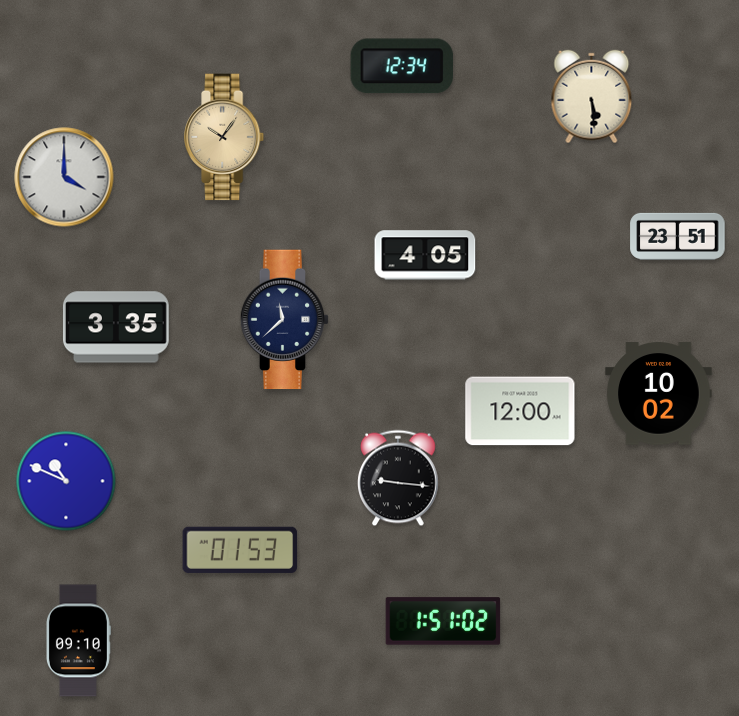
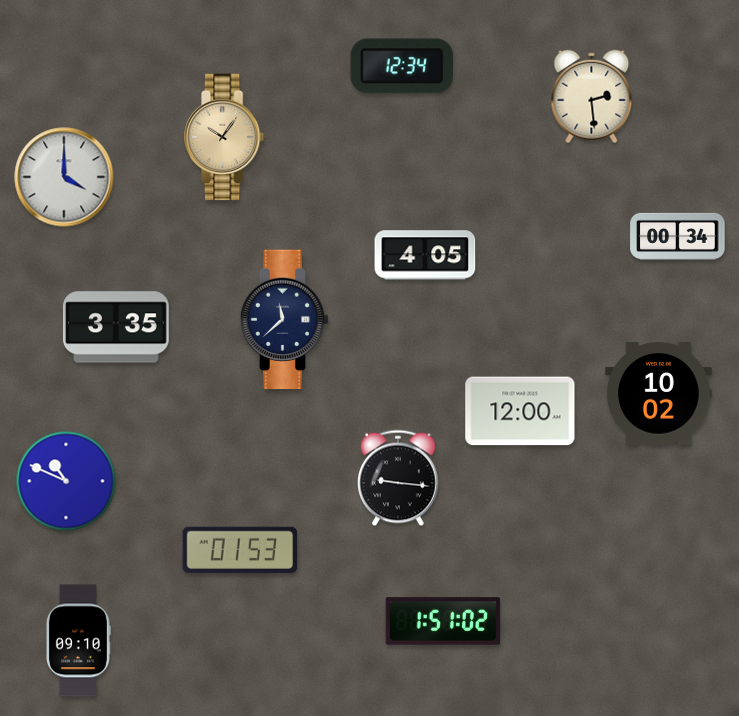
clock at (592, 97): 5:29 -> 2:29
clock at (678, 236): 23:51 -> 00:34
